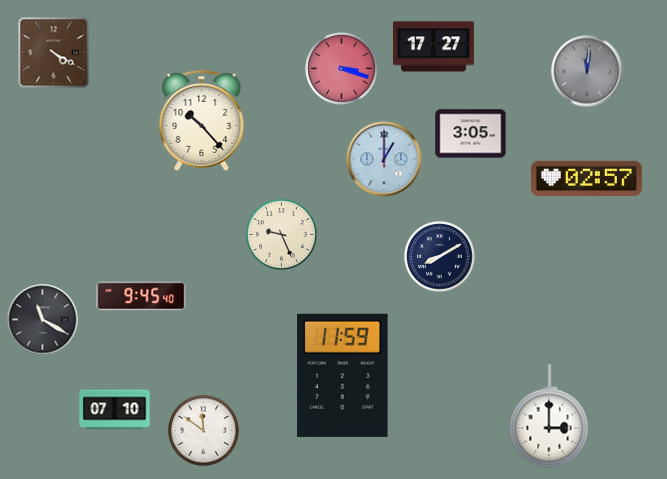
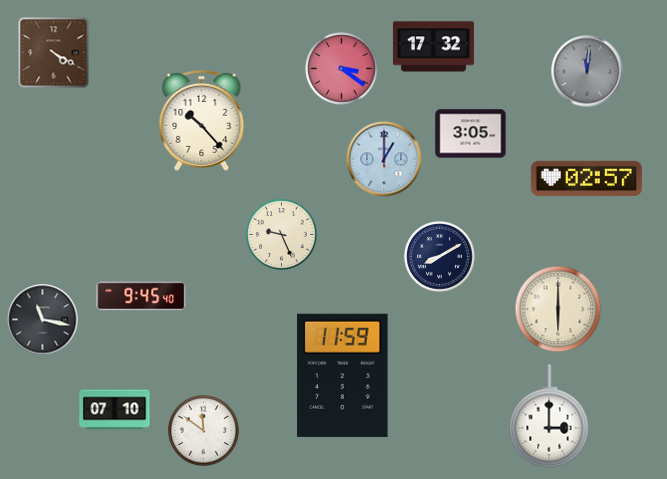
clock at (433, 47): 17:27 -> 17:32
clock at (342, 69): 3:18 -> 3:21
clock at (558, 309): none -> 6:00
clock at (43, 320): 11:20 -> 11:17
